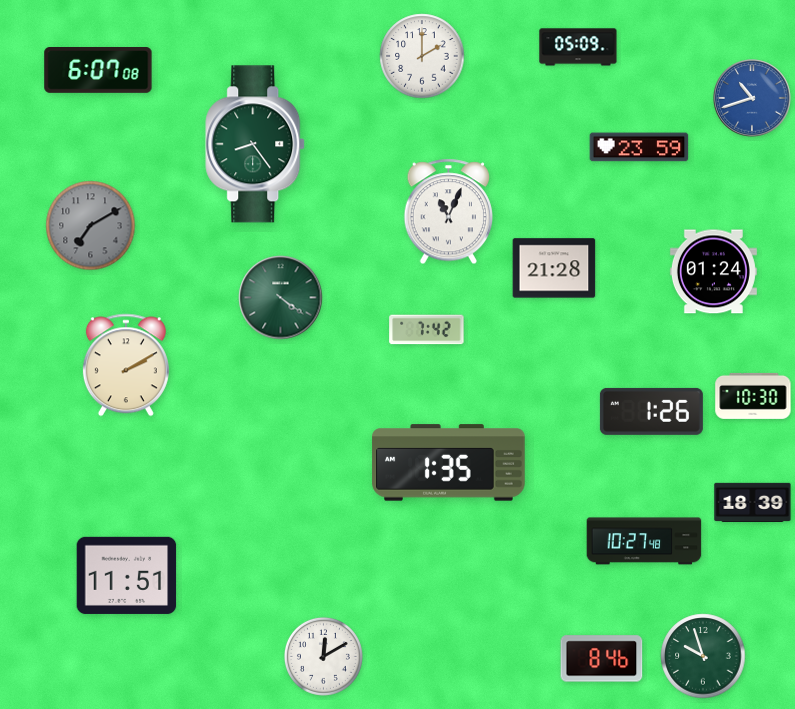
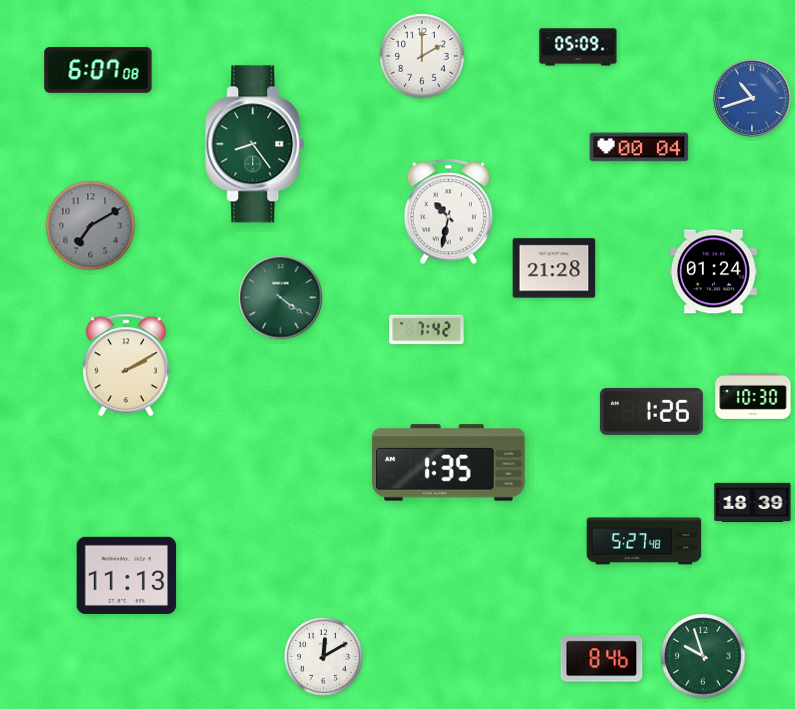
clock at (639, 147): 23:59 -> 00:04
clock at (448, 212): 11:04 -> 10:32
clock at (644, 541): 10:27 -> 5:27
clock at (127, 575): 11:51 -> 11:13
